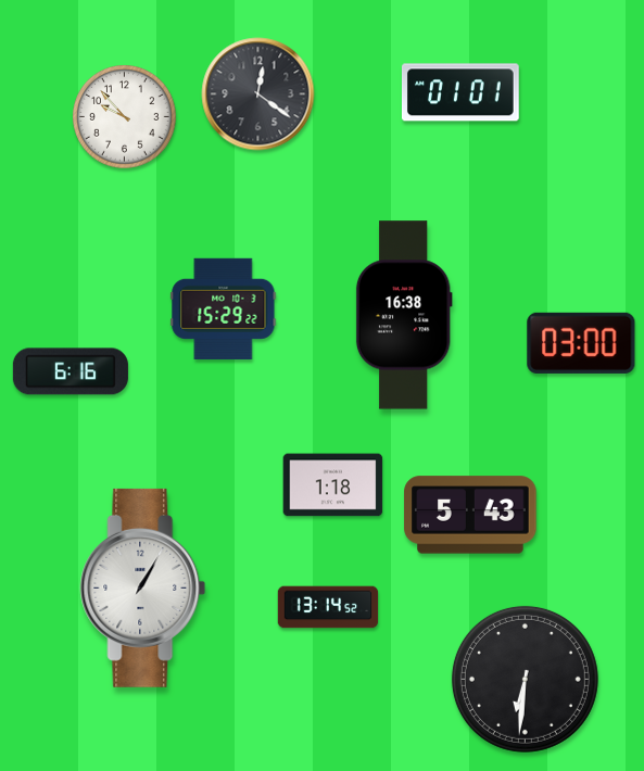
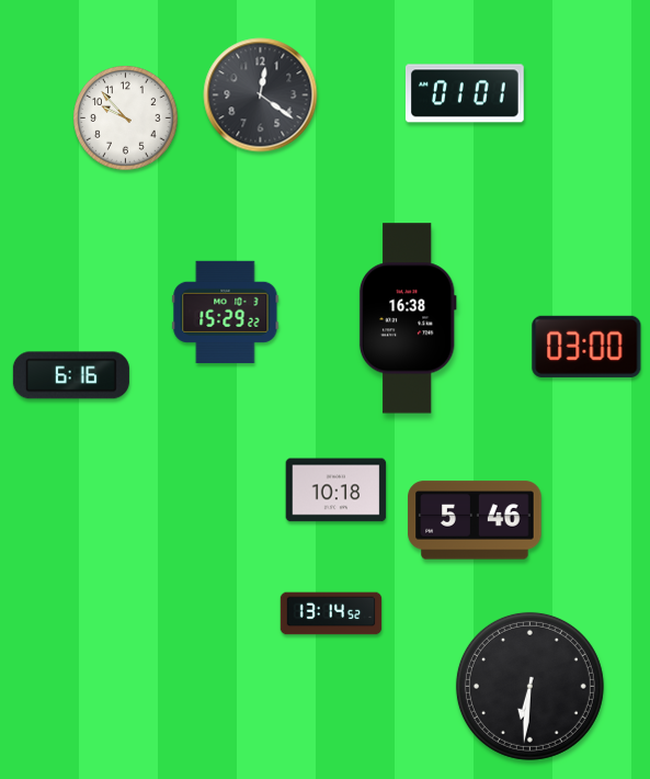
clock at (333, 485): 1:18 -> 10:18
clock at (470, 515): 5:43 -> 5:46
clock at (143, 587): 1:05 -> none
